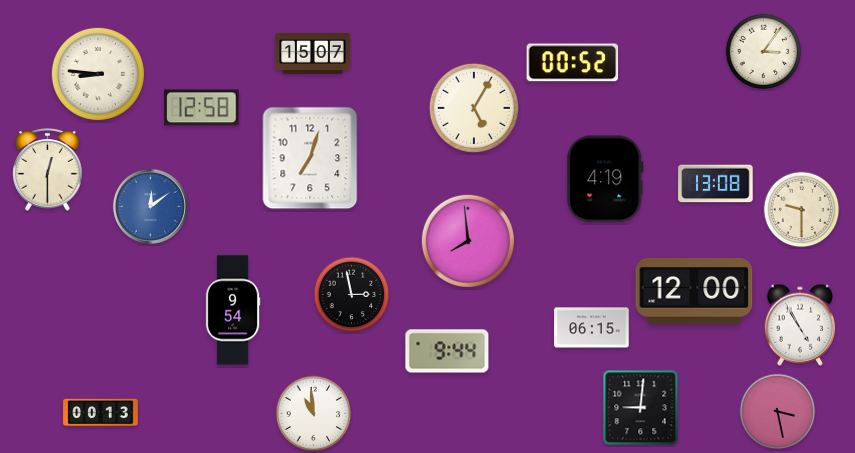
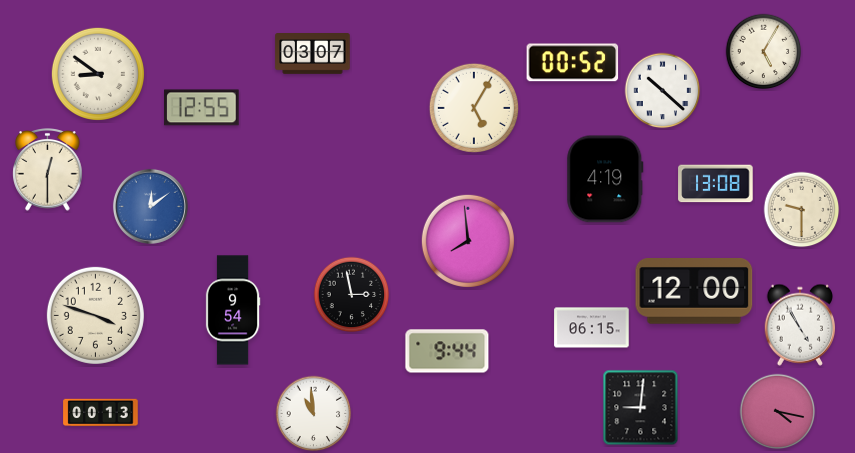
clock at (764, 52): 3:06 -> 5:05
clock at (313, 54): 15:07 -> 03:07
clock at (98, 74): 8:46 -> 8:51
clock at (663, 91): none -> 10:22
clock at (202, 108): 12:58 -> 12:55
clock at (310, 158): 7:03 -> none
clock at (95, 315): none -> 3:48
clock at (778, 412): 3:28 -> 4:17
